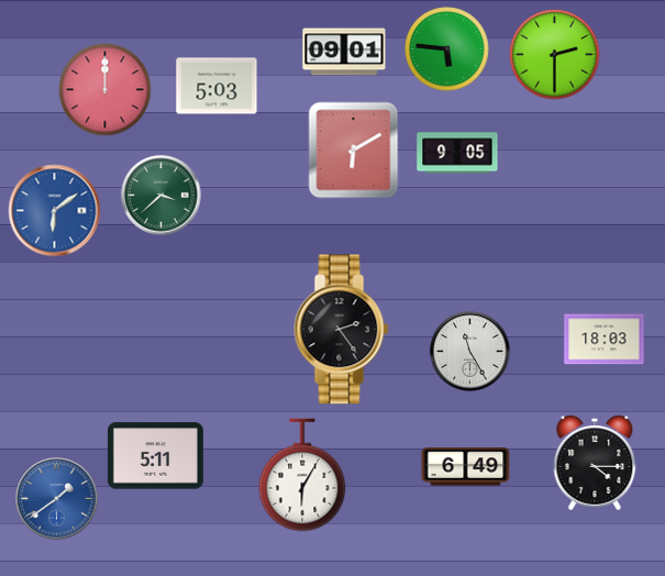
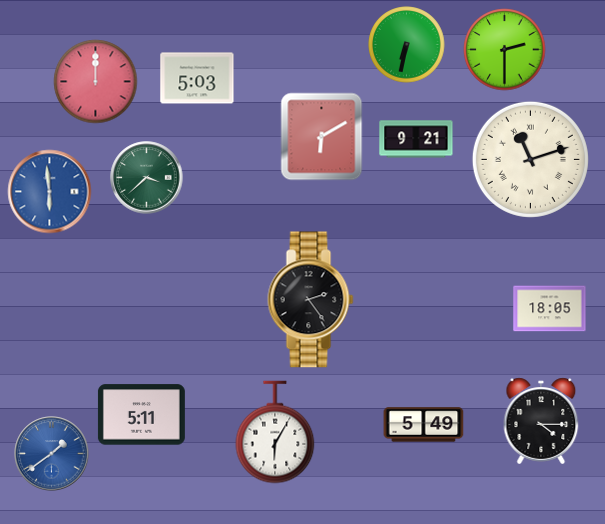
clock at (447, 49): 5:46 -> 6:32
clock at (344, 52): 09:01 -> none
clock at (457, 153): 9:05 -> 9:21
clock at (530, 159): none -> 11:12
clock at (55, 211): 6:09 -> 5:59
clock at (605, 340): 18:03 -> 18:05
clock at (470, 352): 11:25 -> none
clock at (466, 467): 6:49 -> 5:49
